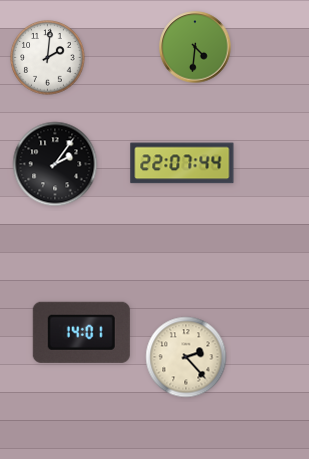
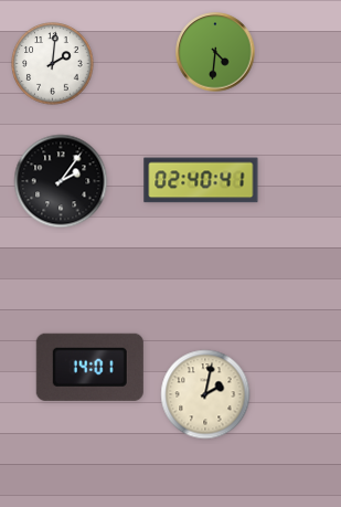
clock at (182, 163): 22:07 -> 02:40
clock at (186, 357): 2:23 -> 2:02
